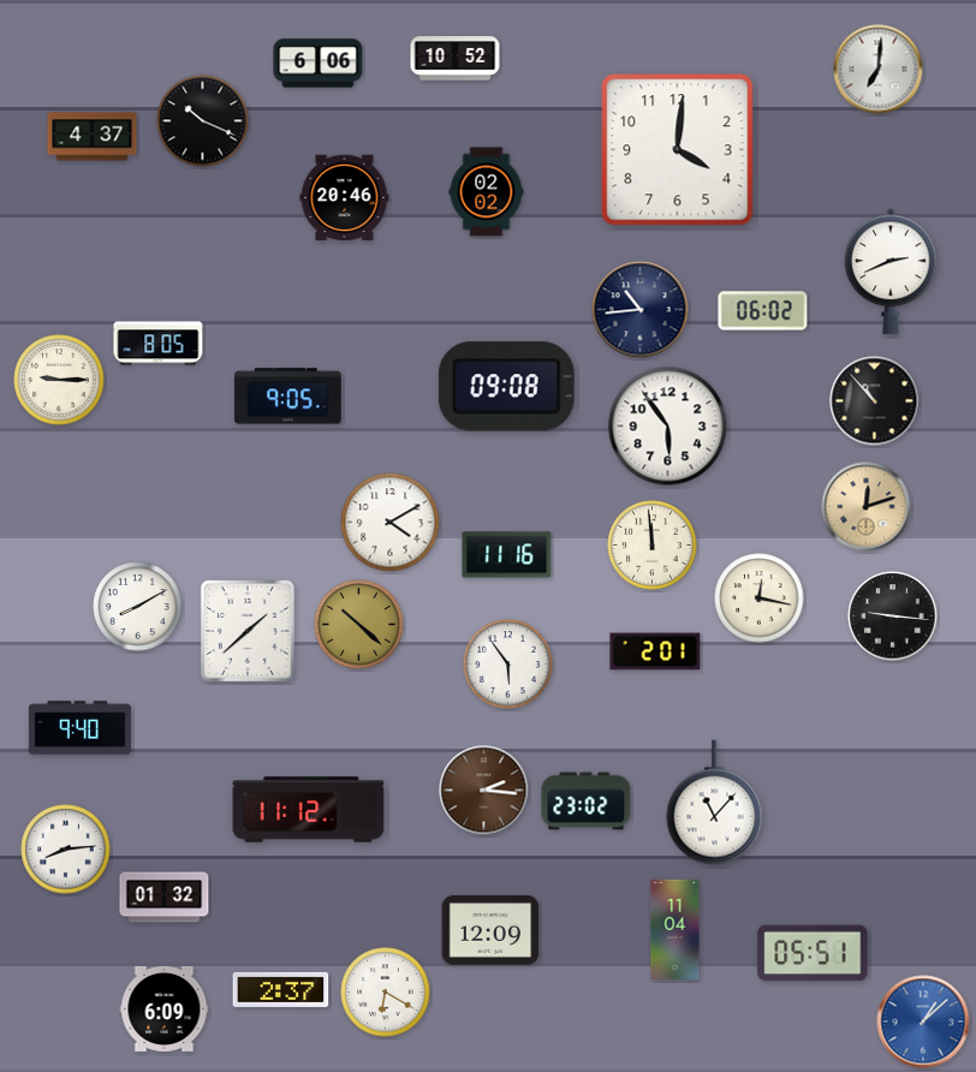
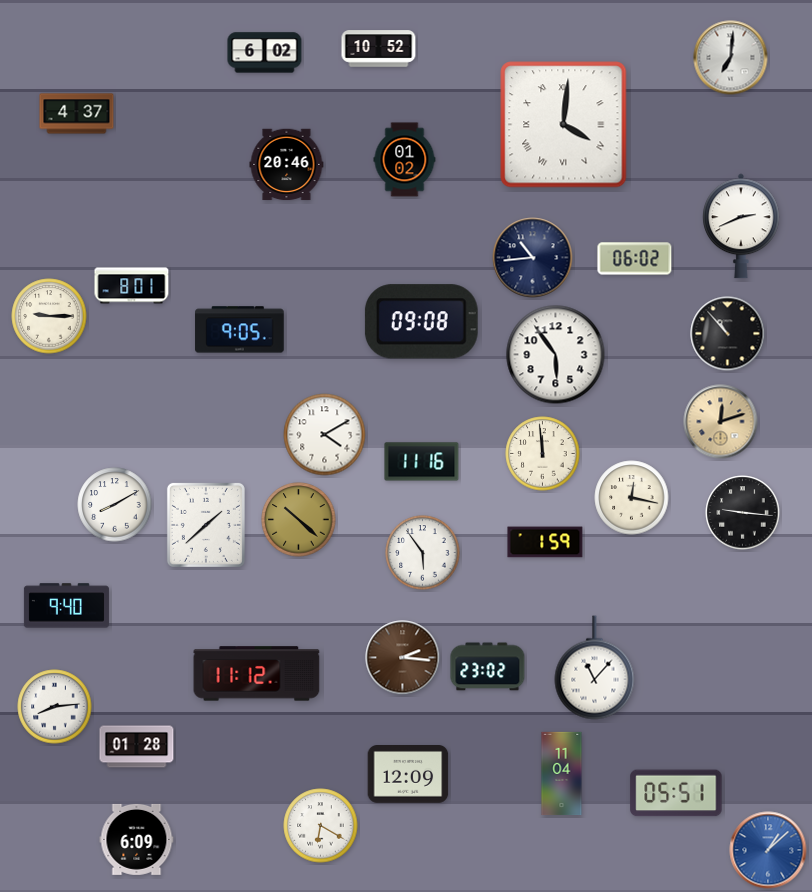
clock at (319, 64): 6:06 -> 6:02
clock at (203, 121): 10:19 -> none
clock at (678, 150) numerals: Arabic -> Roman
clock at (487, 192): 02:02 -> 01:02
clock at (159, 344): 8:05 -> 8:01
clock at (655, 651): 2:01 -> 1:59
clock at (165, 898): 01:32 -> 01:28
clock at (281, 989): 2:37 -> none
